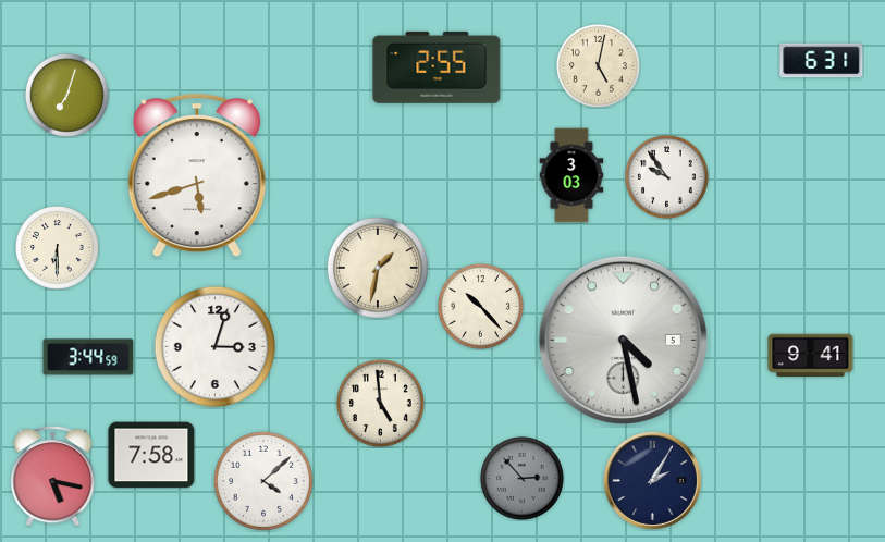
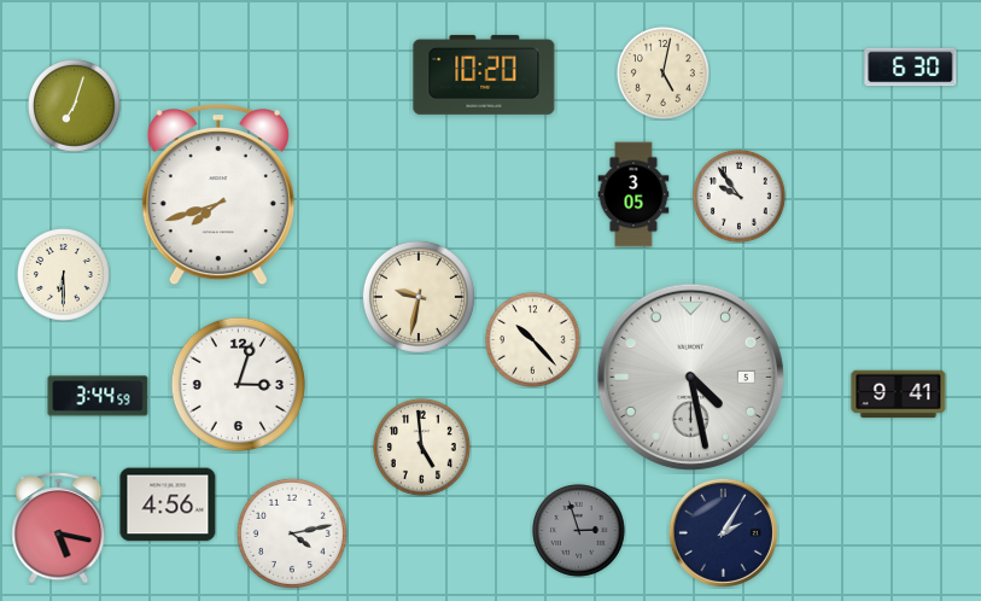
clock at (822, 61): 6:31 -> 6:30
clock at (437, 67): 2:55 -> 10:20
clock at (571, 175): 3:03 -> 3:05
clock at (197, 176): 5:42 -> 7:42
clock at (378, 268): 1:32 -> 9:32
clock at (151, 455): 7:58 -> 4:56
clock at (523, 479): 2:53 -> 2:57
clock at (263, 481): 4:08 -> 4:13
